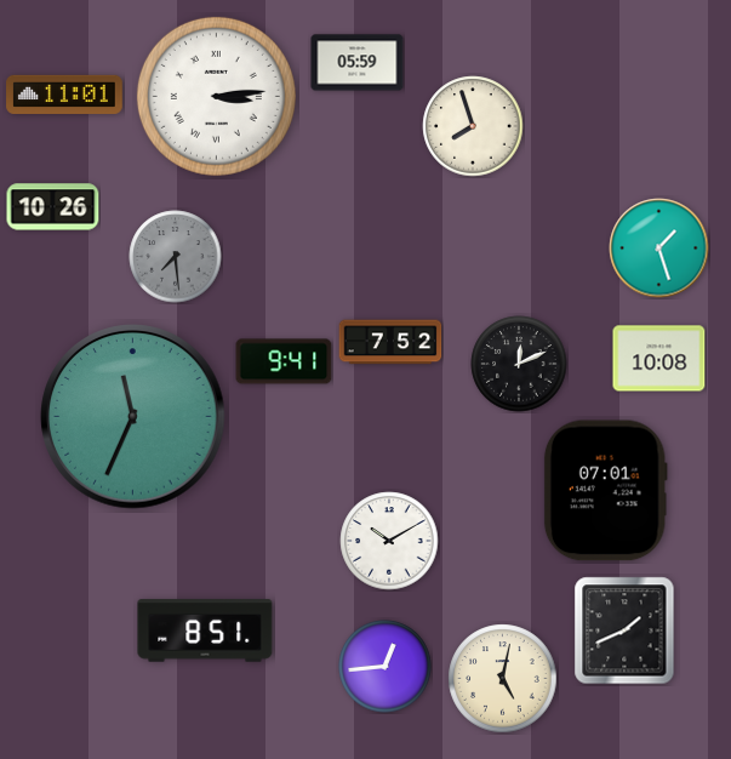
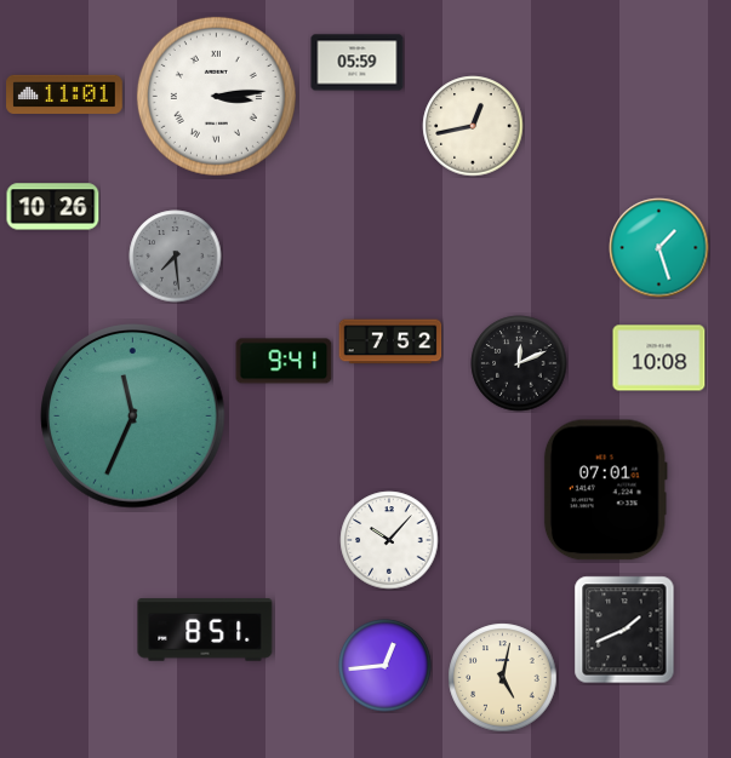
clock at (473, 126): 7:57 -> 12:43
clock at (389, 541): 10:10 -> 10:07
